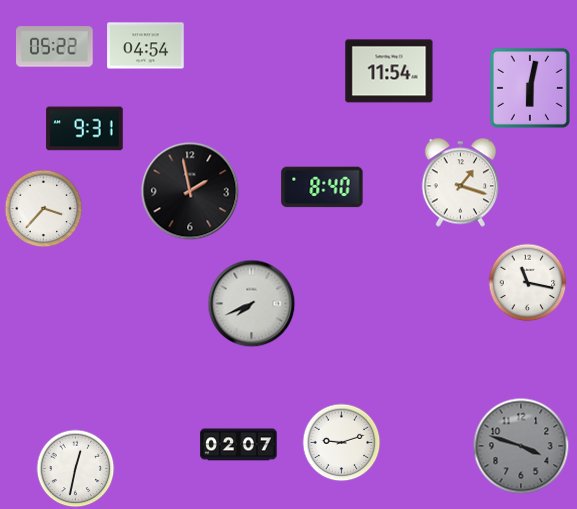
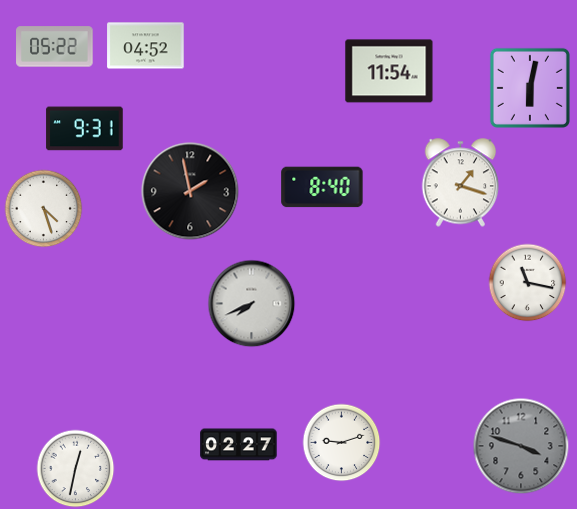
clock at (146, 46): 04:54 -> 04:52
clock at (43, 208): 3:37 -> 4:27
clock at (239, 445): 02:07 -> 02:27
